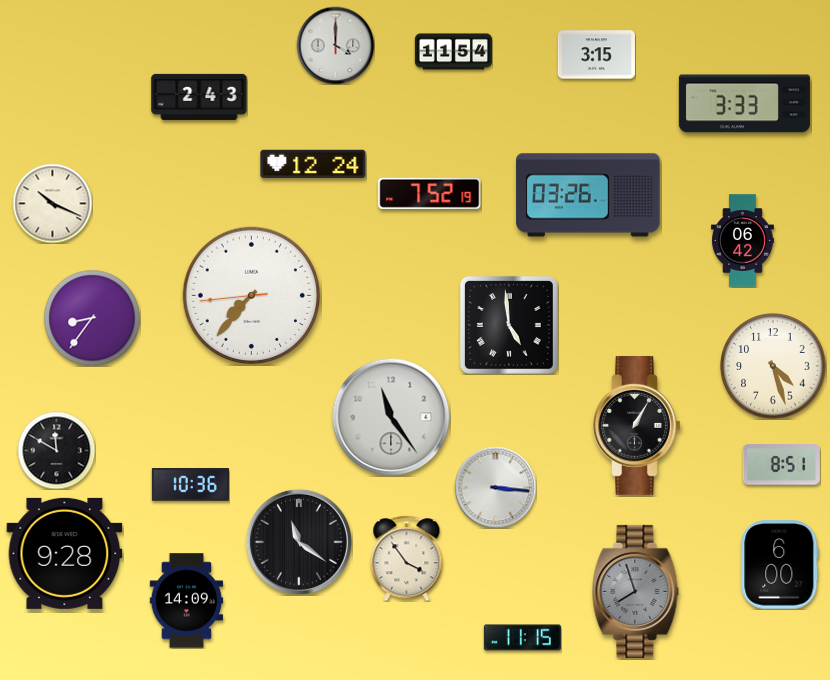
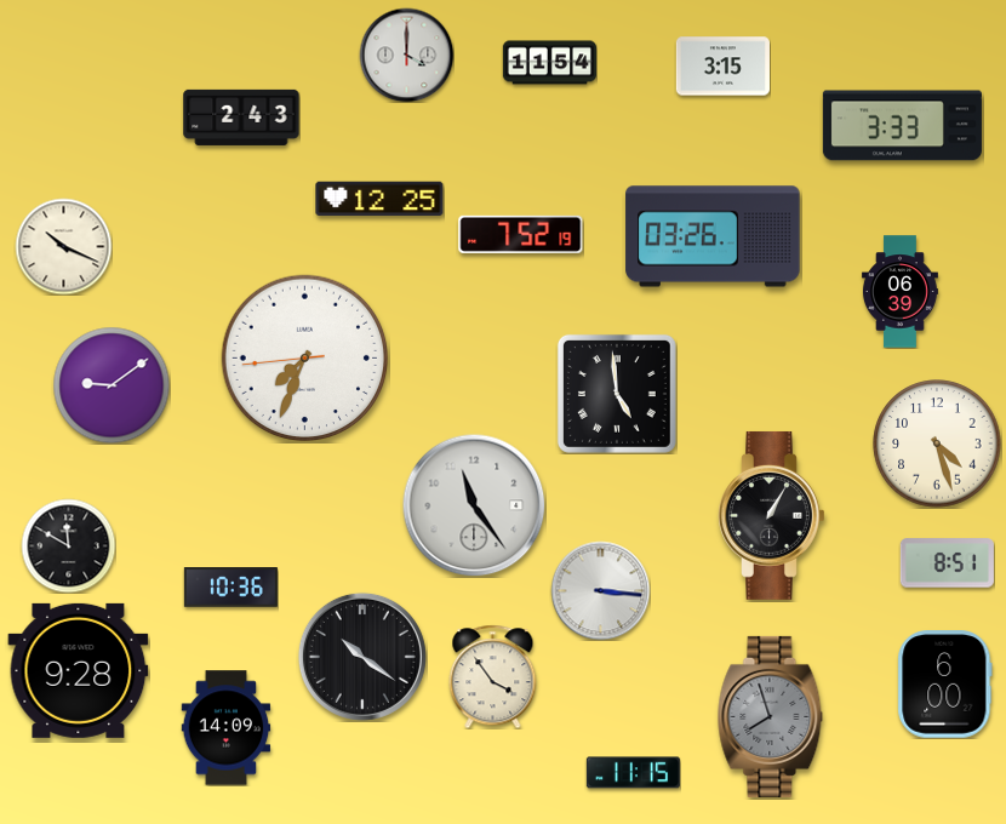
clock at (313, 164): 12:24 -> 12:25
clock at (742, 241): 06:42 -> 06:39
clock at (252, 296): 7:36 -> 7:33
clock at (92, 318): 8:36 -> 9:09
clock at (299, 542): 11:21 -> 10:21
